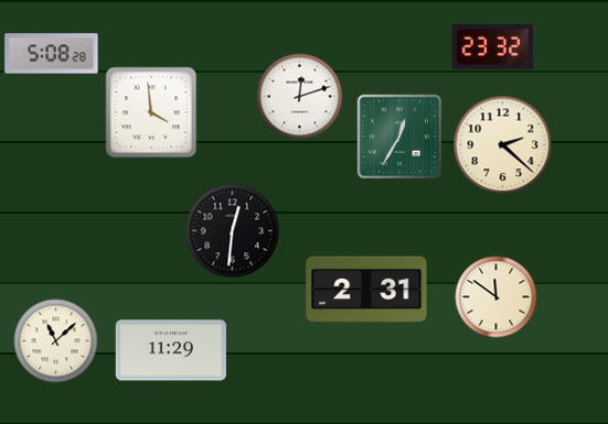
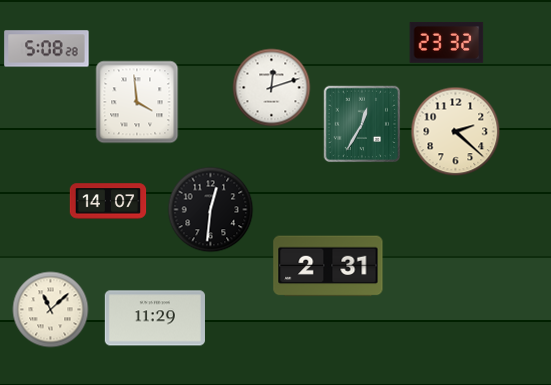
clock at (108, 201): none -> 14:07
clock at (366, 290) position: (366, 290) -> (328, 266)
clock at (497, 297): 11:51 -> none
